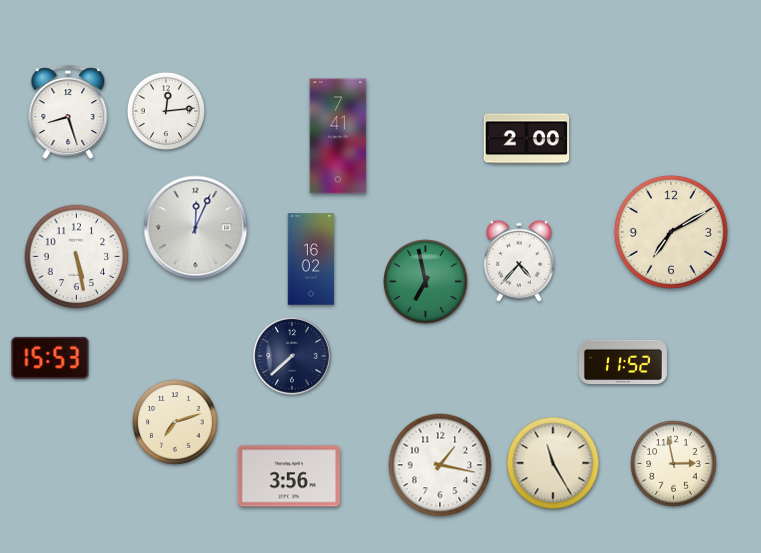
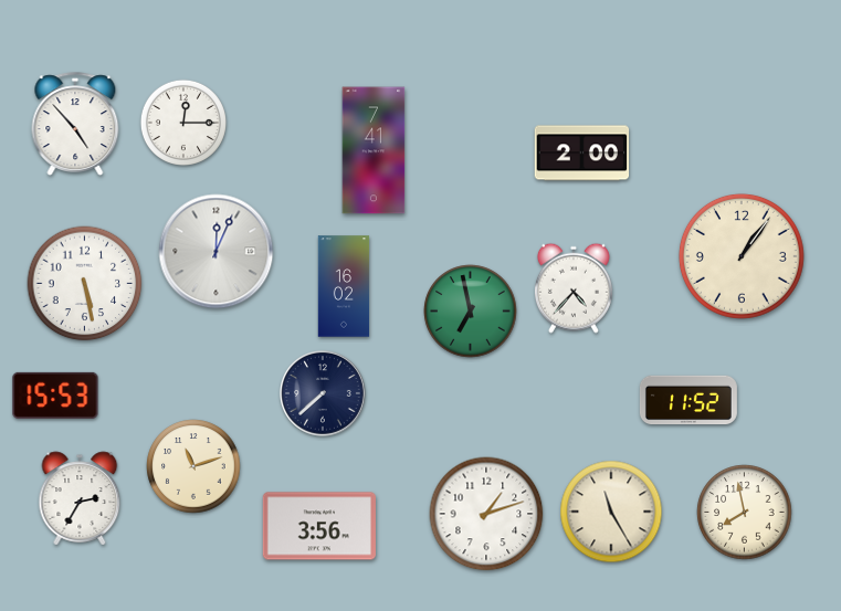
clock at (166, 111): 12:14 -> 12:15
clock at (68, 112): 8:27 -> 4:53
clock at (671, 232): 7:10 -> 1:06
clock at (175, 422): 7:12 -> 11:12
clock at (80, 498): none -> 2:35
clock at (674, 464): 2:58 -> 7:58
clock at (440, 465): 1:17 -> 1:12
